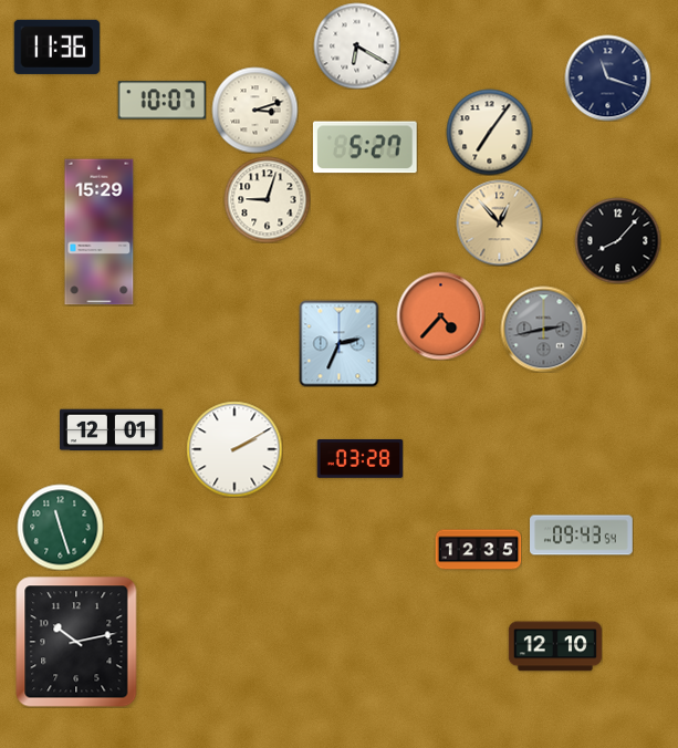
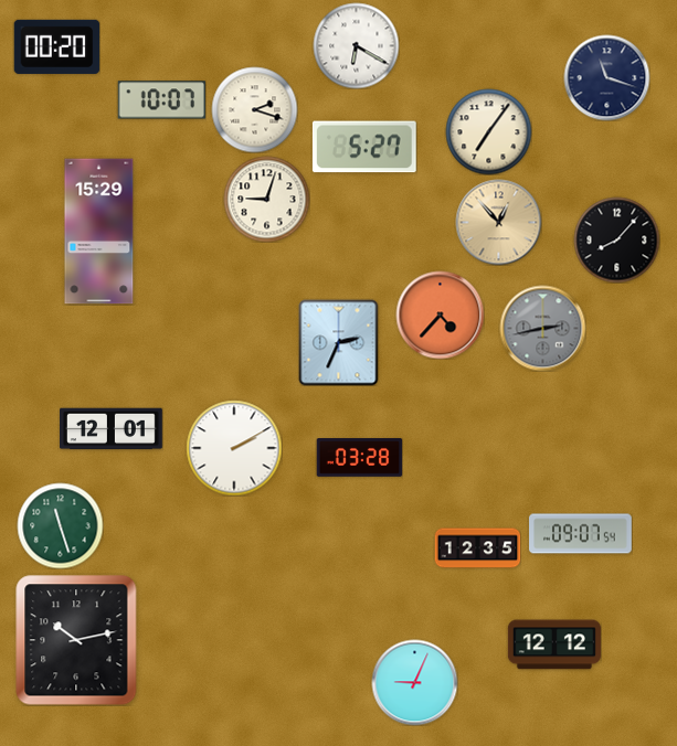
clock at (56, 46): 11:36 -> 00:20
clock at (254, 110): 3:12 -> 2:18
clock at (582, 536): 09:43 -> 09:07
clock at (555, 646): 12:10 -> 12:12
clock at (414, 682): none -> 9:04
